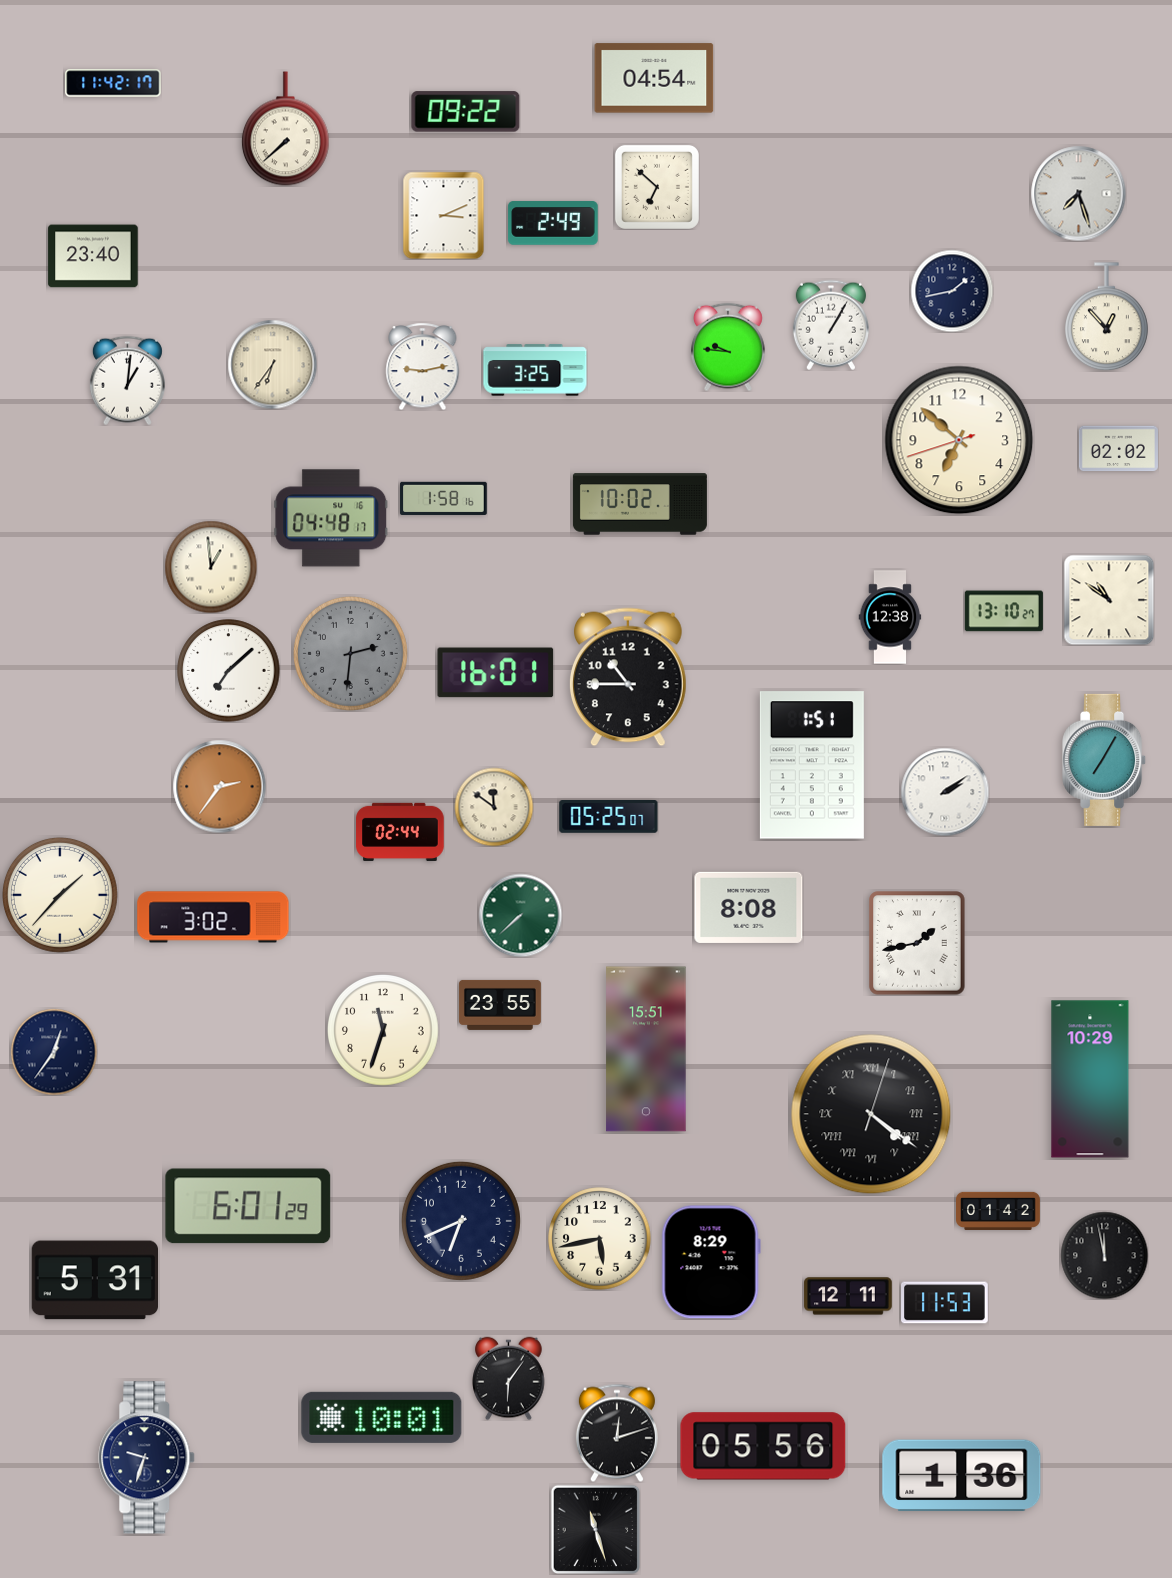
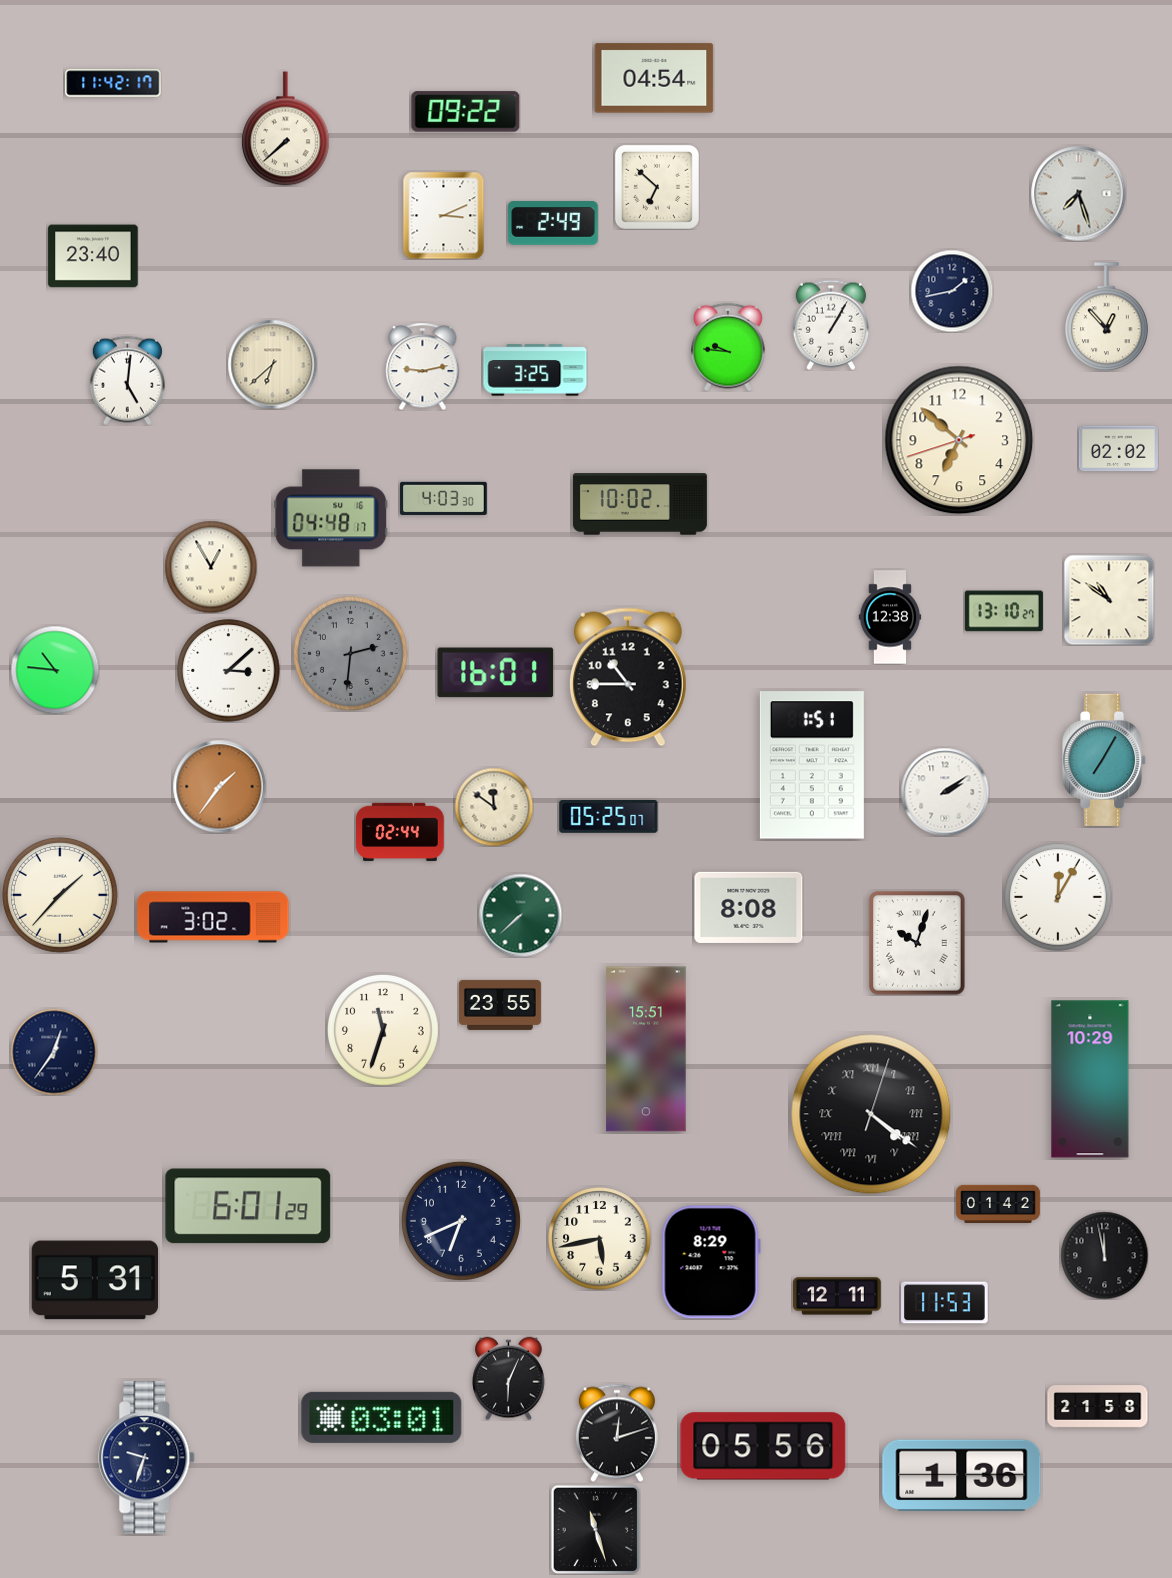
clock at (272, 364): 6:36 -> 6:38
clock at (127, 380): 1:01 -> 5:01
clock at (444, 498): 1:58 -> 4:03
clock at (211, 567): 12:59 -> 12:55
clock at (55, 670): none -> 10:46
clock at (229, 671): 7:08 -> 3:08
clock at (219, 786): 2:36 -> 1:36
clock at (1058, 897): none -> 12:05
clock at (917, 943): 1:43 -> 10:03
clock at (999, 1210) position: (999, 1210) -> (999, 1203)
clock at (848, 1296) position: (848, 1296) -> (837, 1296)
clock at (509, 1378): 6:06 -> 6:04
clock at (1098, 1407): none -> 21:58
clock at (382, 1417): 10:01 -> 03:01
